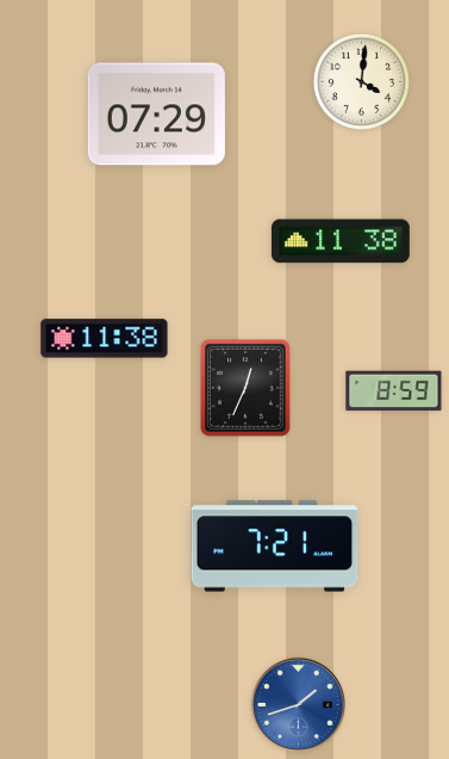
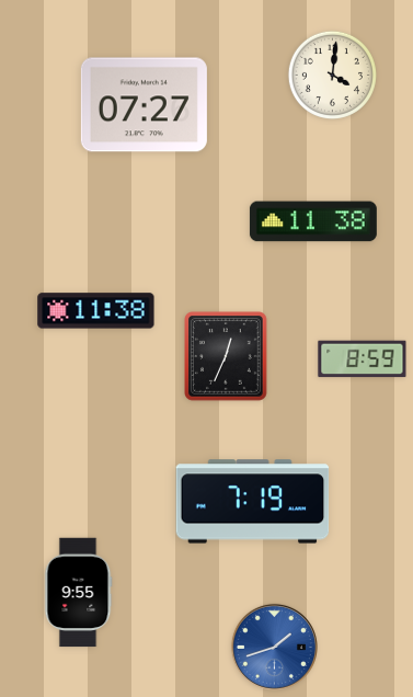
clock at (156, 115): 07:29 -> 07:27
clock at (275, 547): 7:21 -> 7:19
clock at (79, 593): none -> 9:55
